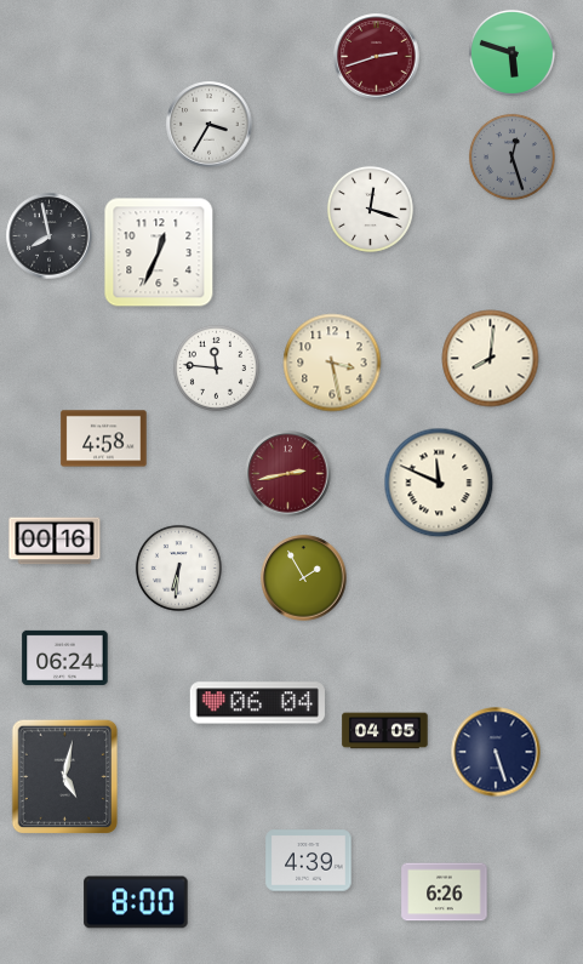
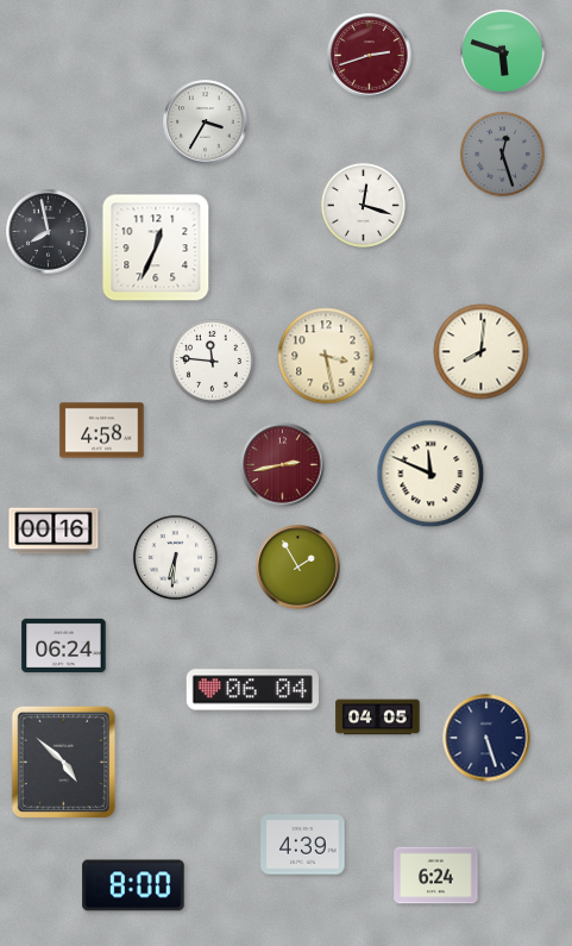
clock at (65, 777): 5:02 -> 4:52
clock at (445, 892): 6:26 -> 6:24
